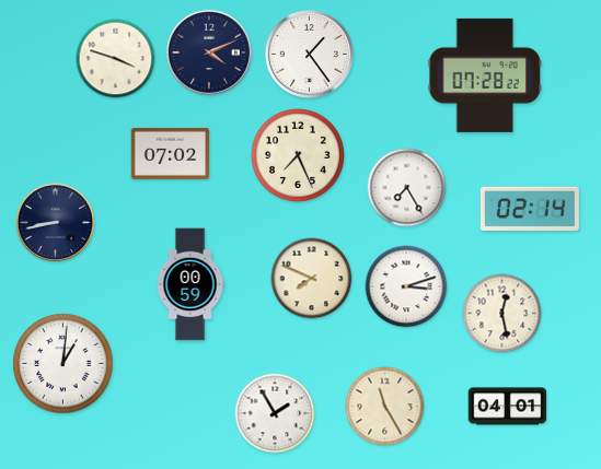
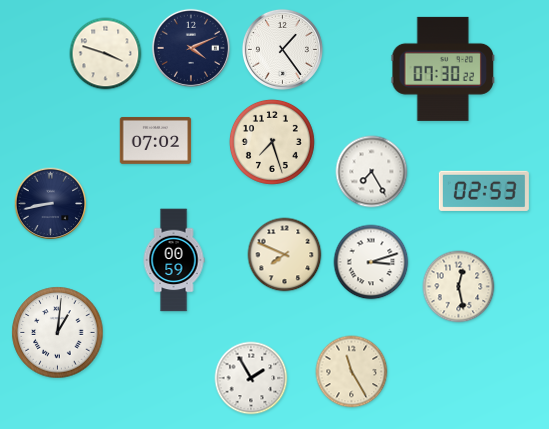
clock at (484, 75): 07:28 -> 07:30
clock at (298, 155): 7:26 -> 7:27
clock at (530, 209): 02:14 -> 02:53
clock at (508, 407): 04:01 -> none
